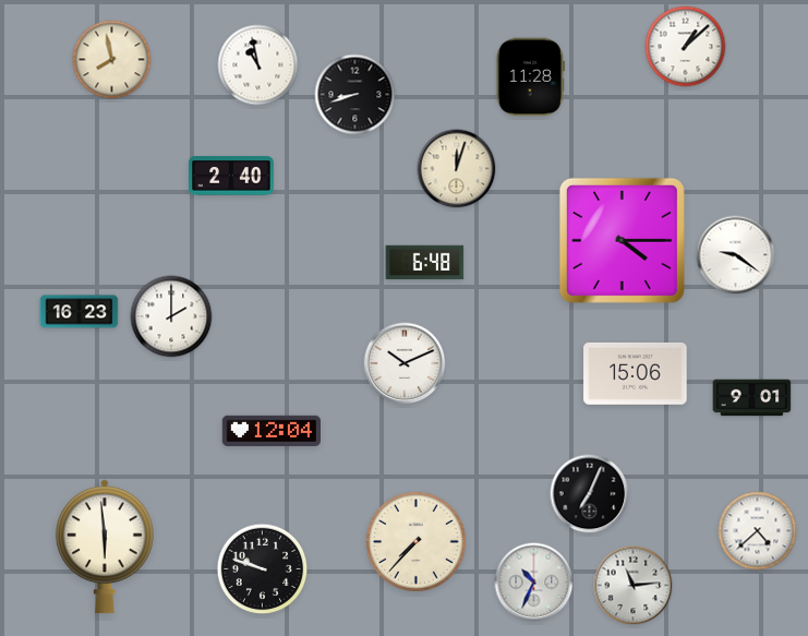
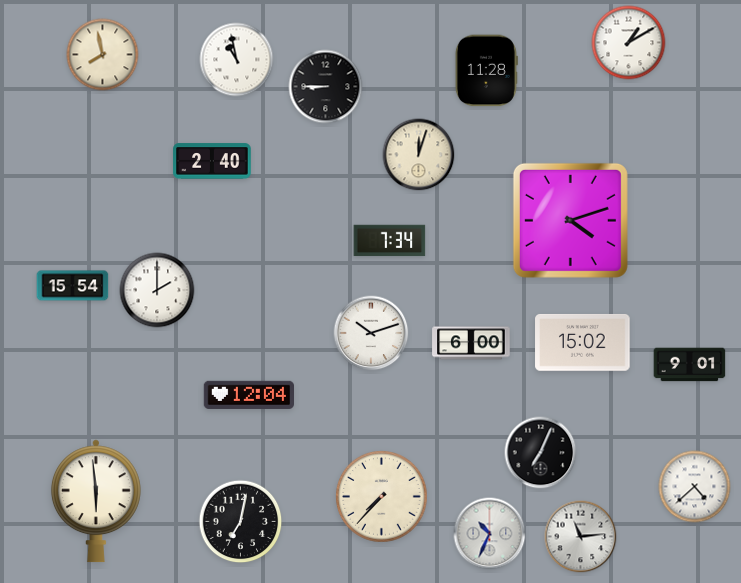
clock at (686, 47): 1:08 -> 1:10
clock at (355, 95): 8:42 -> 8:45
clock at (622, 240): 4:15 -> 4:12
clock at (736, 255): 9:21 -> none
clock at (425, 263): 6:48 -> 7:34
clock at (80, 312): 16:23 -> 15:54
clock at (405, 363): 10:11 -> 10:12
clock at (636, 373): 15:06 -> 15:02
clock at (471, 343): none -> 6:00
clock at (263, 569): 9:48 -> 7:02
